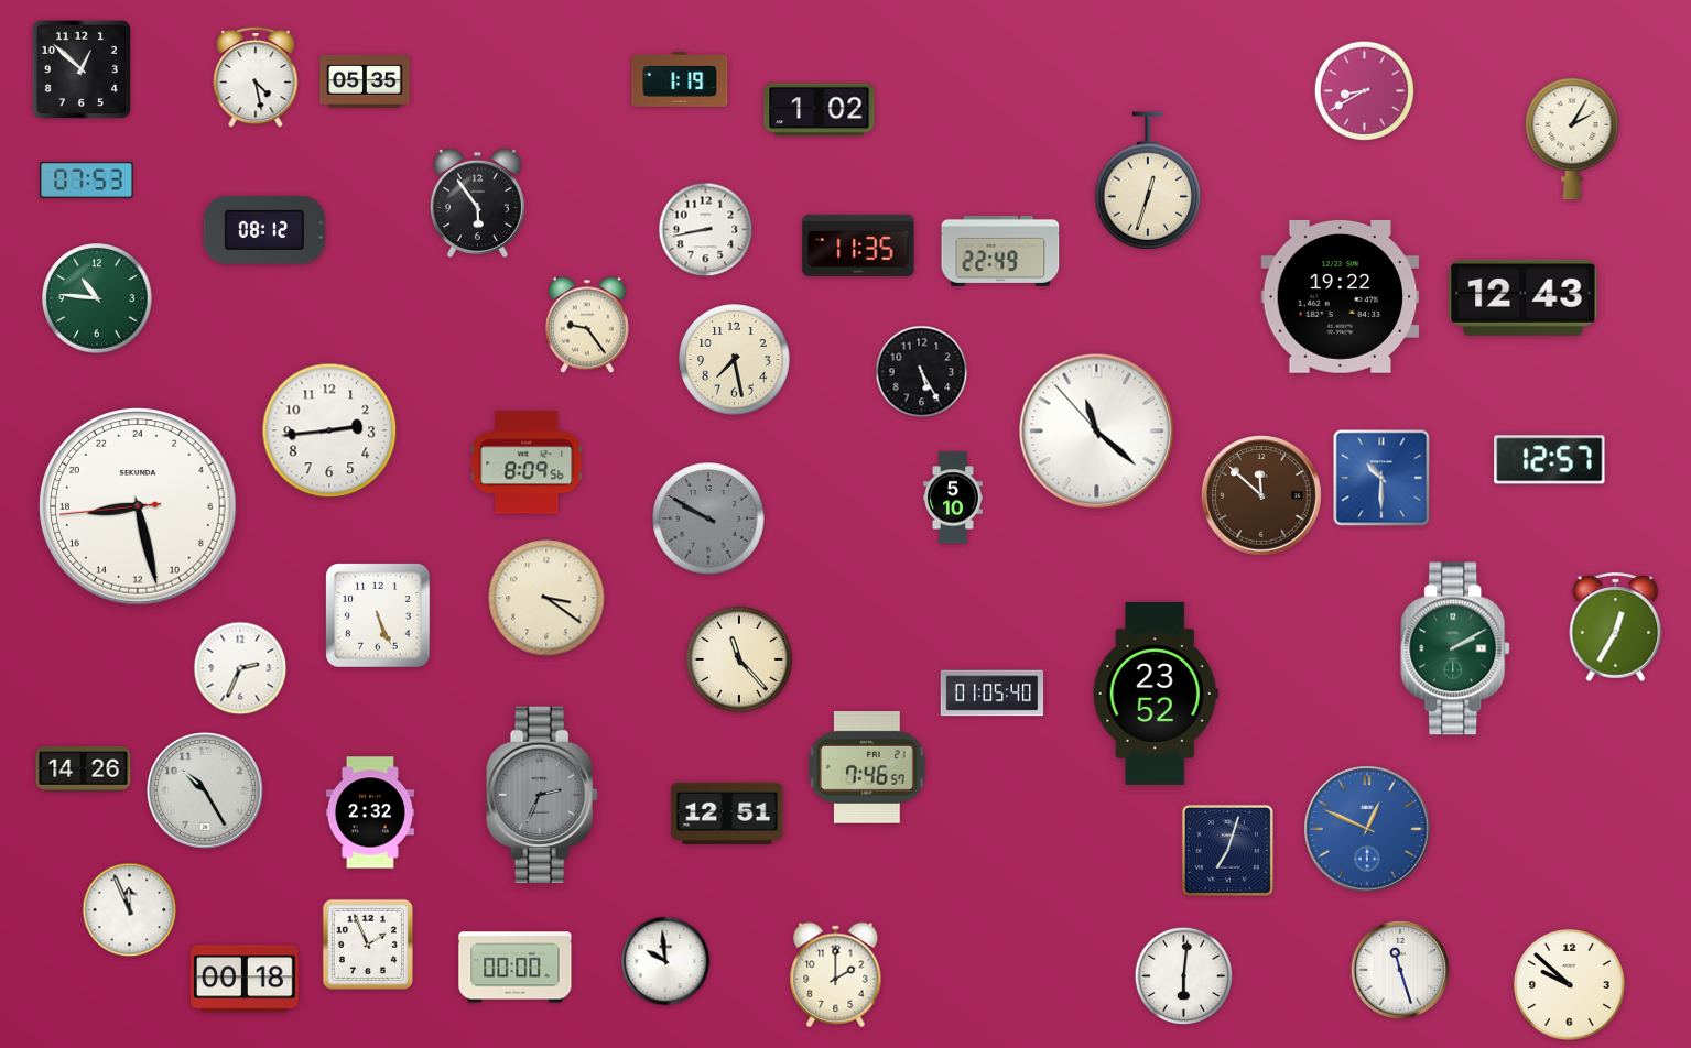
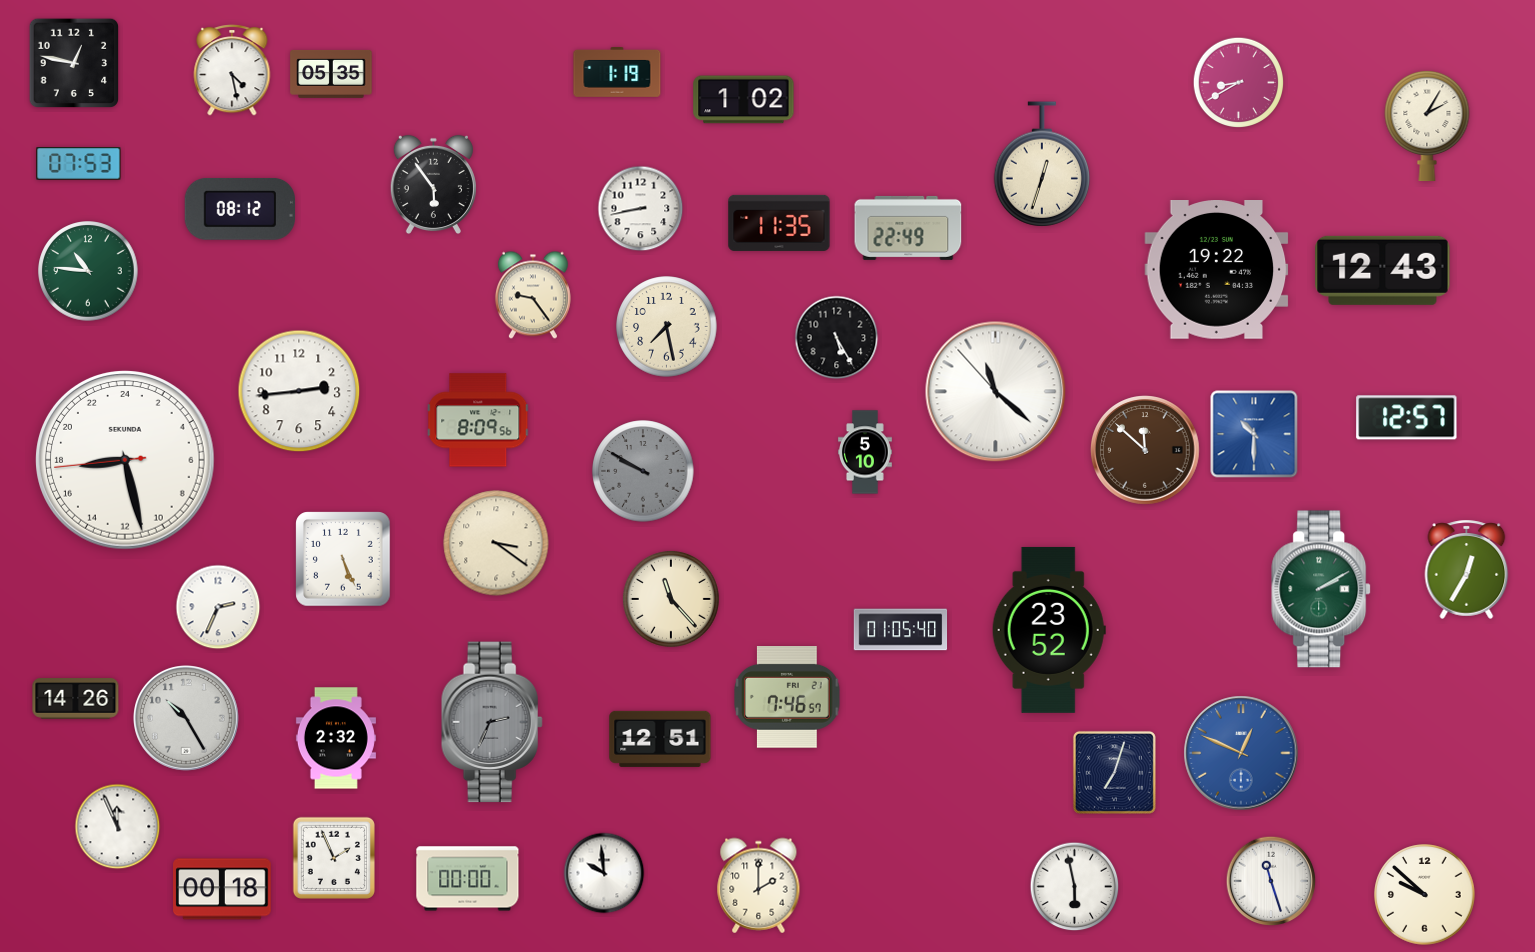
clock at (82, 69): 12:52 -> 12:47
clock at (1184, 976): 6:01 -> 5:58
